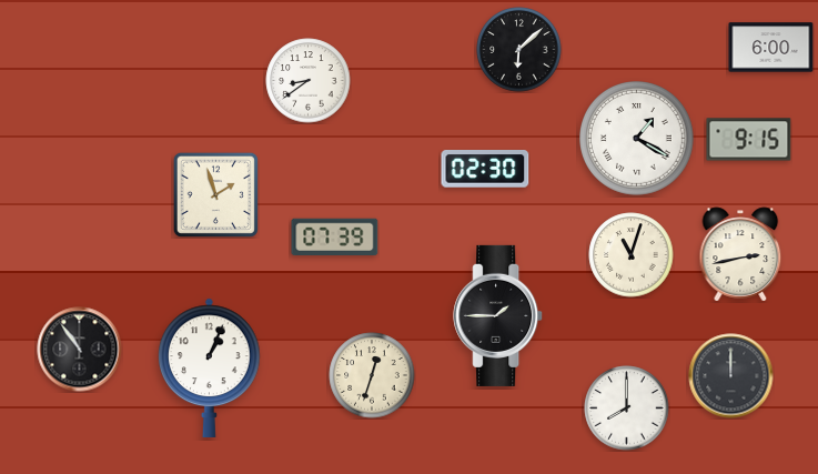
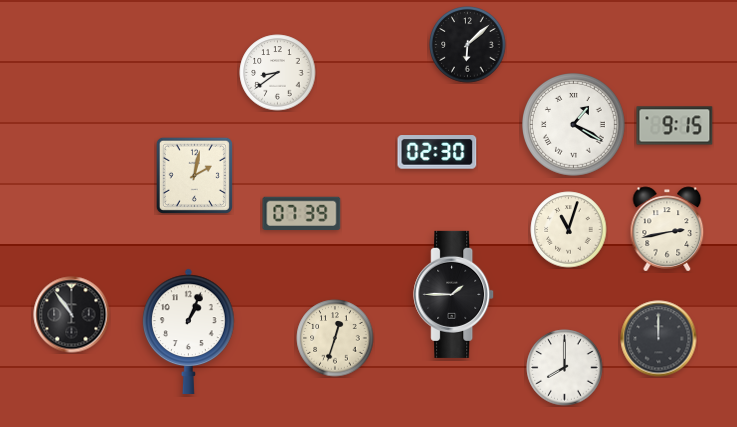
clock at (771, 48): 6:00 -> none
clock at (215, 194): 1:57 -> 2:02
clock at (498, 315) position: (498, 315) -> (454, 294)
